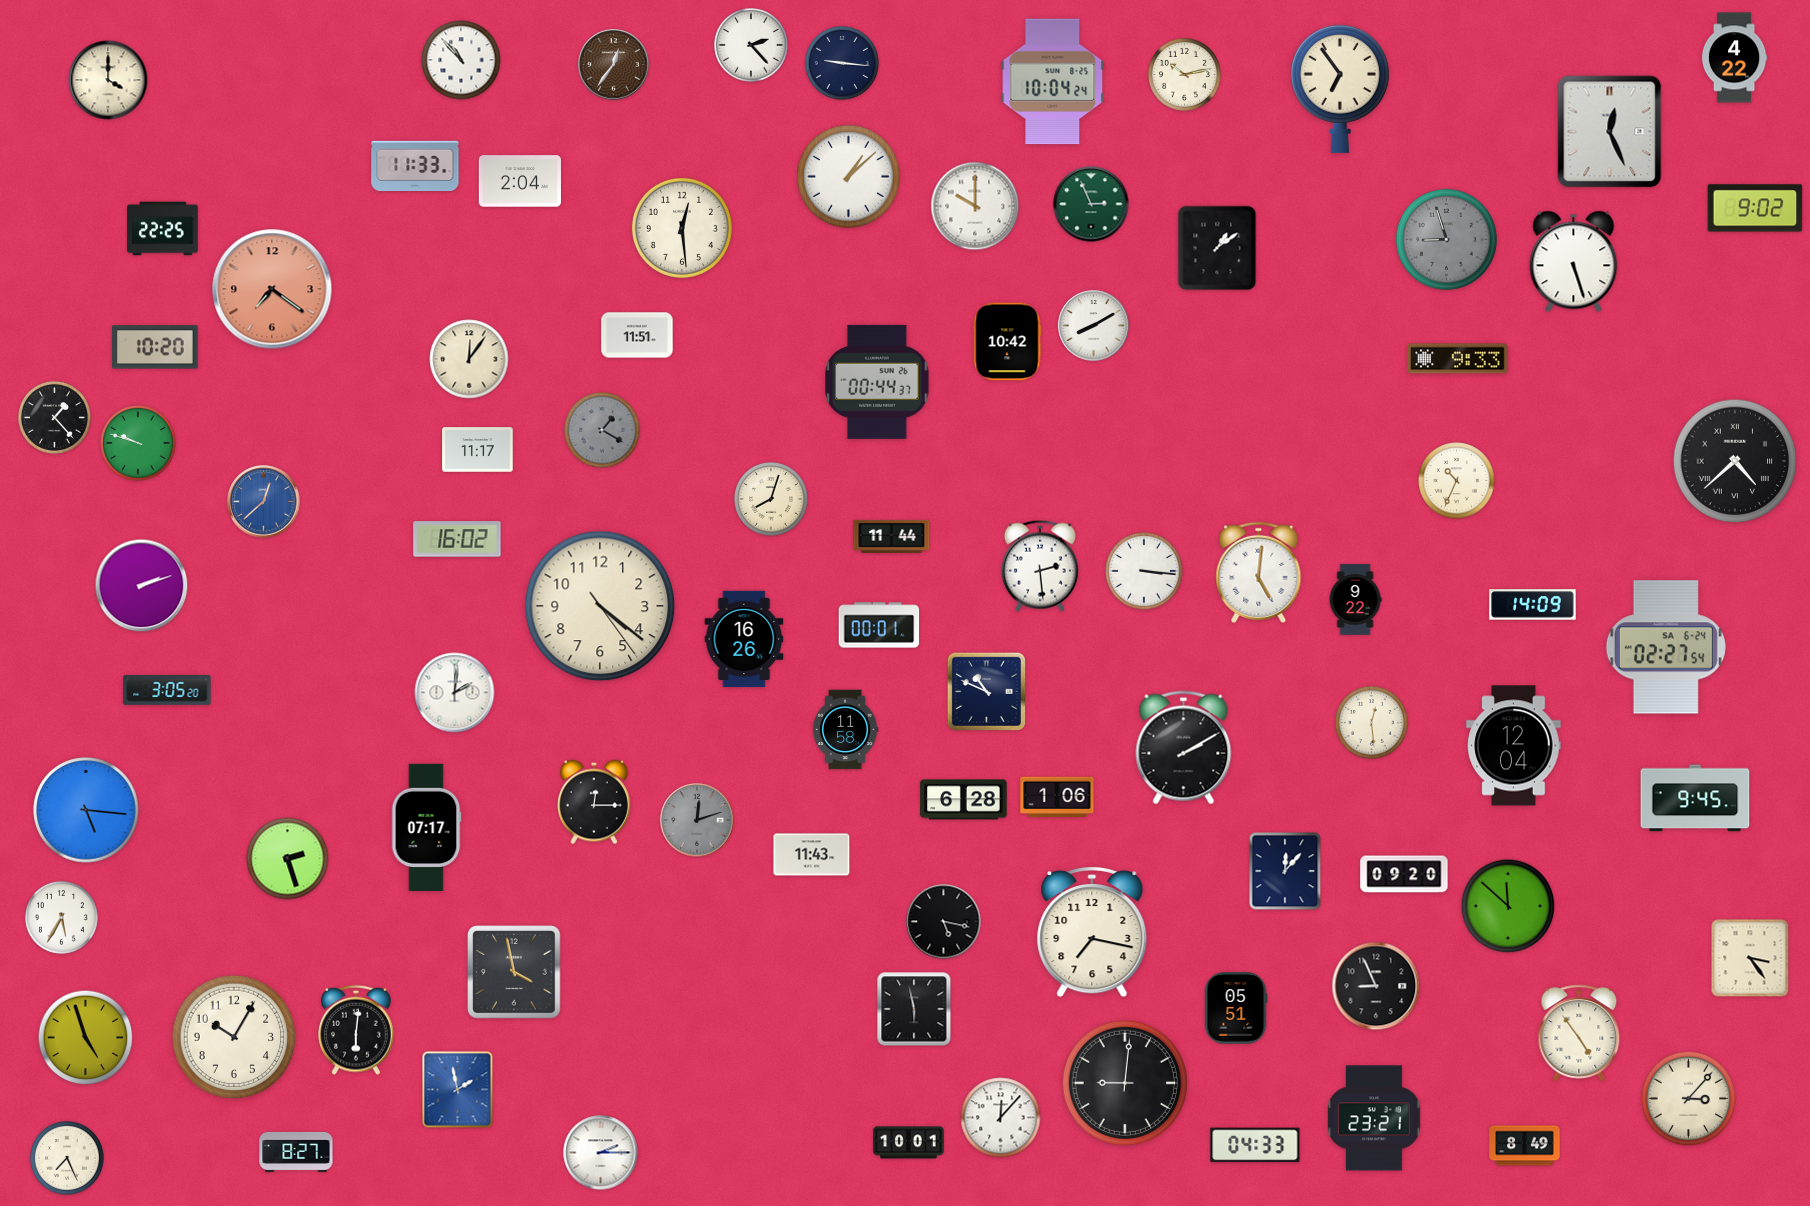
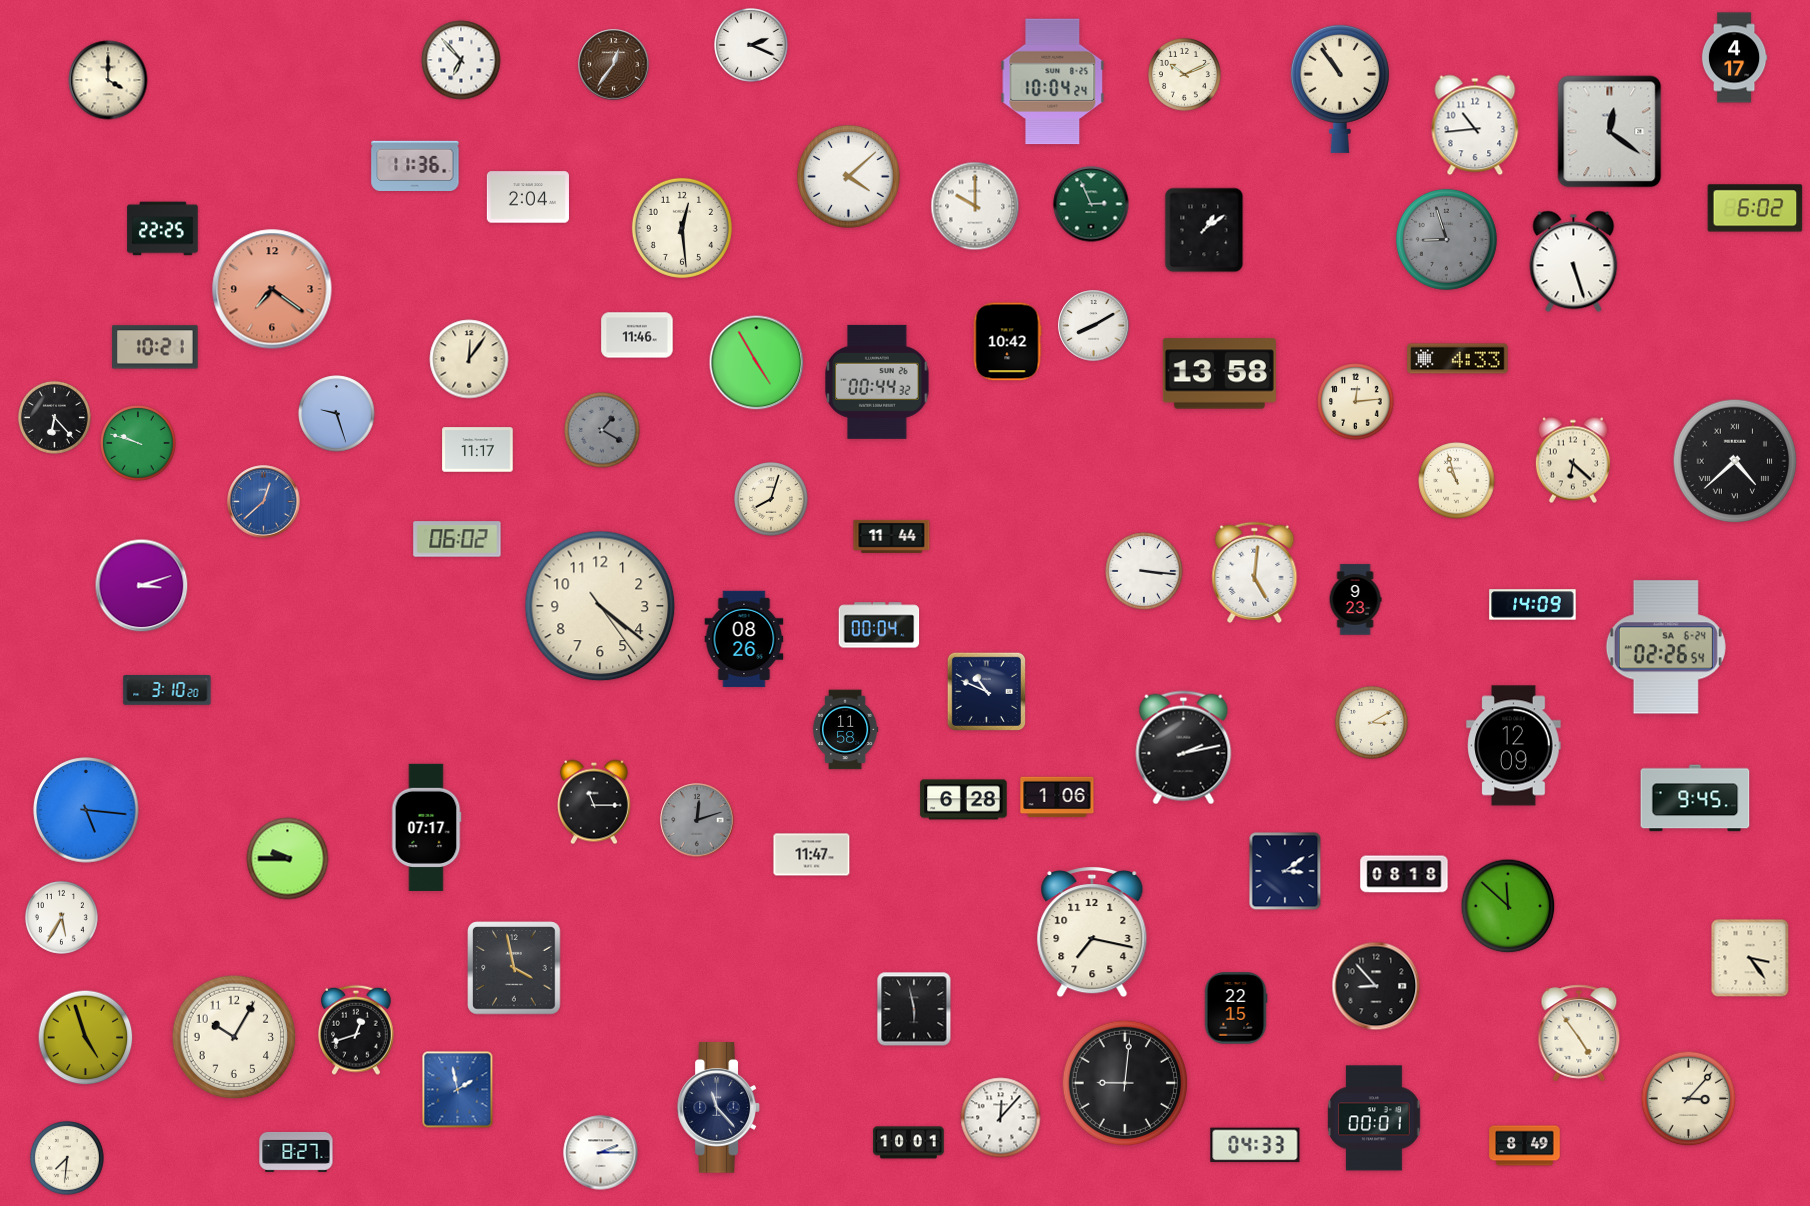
clock at (752, 46): 2:23 -> 2:19
clock at (1734, 58): 4:22 -> 4:17
clock at (461, 60): 10:53 -> 6:53
clock at (843, 64): 9:16 -> none
clock at (1184, 74): 10:13 -> 10:11
clock at (1340, 88): 6:54 -> 10:54
clock at (1475, 125): none -> 10:44
clock at (1610, 132): 12:26 -> 12:21
clock at (415, 165): 11:33 -> 11:36
clock at (849, 177): 1:08 -> 4:08
clock at (520, 181) position: (520, 181) -> (528, 197)
clock at (1755, 208): 9:02 -> 6:02
clock at (1217, 248) position: (1217, 248) -> (1204, 230)
clock at (637, 335): 11:51 -> 11:46
clock at (155, 347): 10:20 -> 10:21
clock at (1458, 359): 9:33 -> 4:33
clock at (757, 363): none -> 4:55
clock at (1219, 374): none -> 13:58
clock at (877, 382): 00:44:37 -> 00:44:32
clock at (1356, 402): none -> 12:14
clock at (337, 414): none -> 9:27
clock at (54, 417): 1:23 -> 6:23
clock at (1573, 460): none -> 6:22
clock at (1457, 481): 10:34 -> 10:57
clock at (457, 539): 16:02 -> 06:02
clock at (1040, 566): 2:29 -> none
clock at (1259, 572) position: (1259, 572) -> (1255, 572)
clock at (142, 586): 2:12 -> 3:12
clock at (1355, 600): 9:22 -> 9:23
clock at (879, 625): 00:01 -> 00:04
clock at (744, 639): 16:26 -> 08:26
clock at (1666, 647): 02:27 -> 02:26
clock at (167, 691): 3:05 -> 3:10
clock at (455, 693): 2:01 -> none
clock at (1371, 722): 12:29 -> 3:10
clock at (1514, 746): 12:04 -> 12:09
clock at (1184, 748): 2:10 -> 2:13
clock at (594, 802): 12:15 -> 11:15
clock at (812, 855): 11:43 -> 11:47
clock at (288, 859): 2:27 -> 9:45
clock at (1285, 871): 12:07 -> 3:09
clock at (1404, 874): 09:20 -> 08:18
clock at (944, 922): 5:17 -> none
clock at (514, 972) position: (514, 972) -> (514, 968)
clock at (1376, 986): 8:56 -> 8:53
clock at (1236, 1008): 05:51 -> 22:15
clock at (356, 1030): 6:01 -> 12:42
clock at (719, 1108): none -> 11:23
clock at (1374, 1118): 23:21 -> 00:01
clock at (68, 1159): 7:26 -> 7:31
